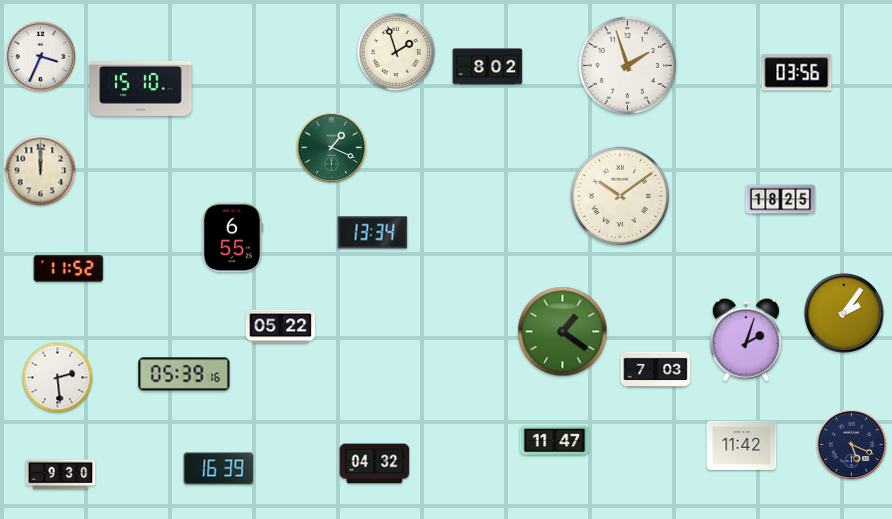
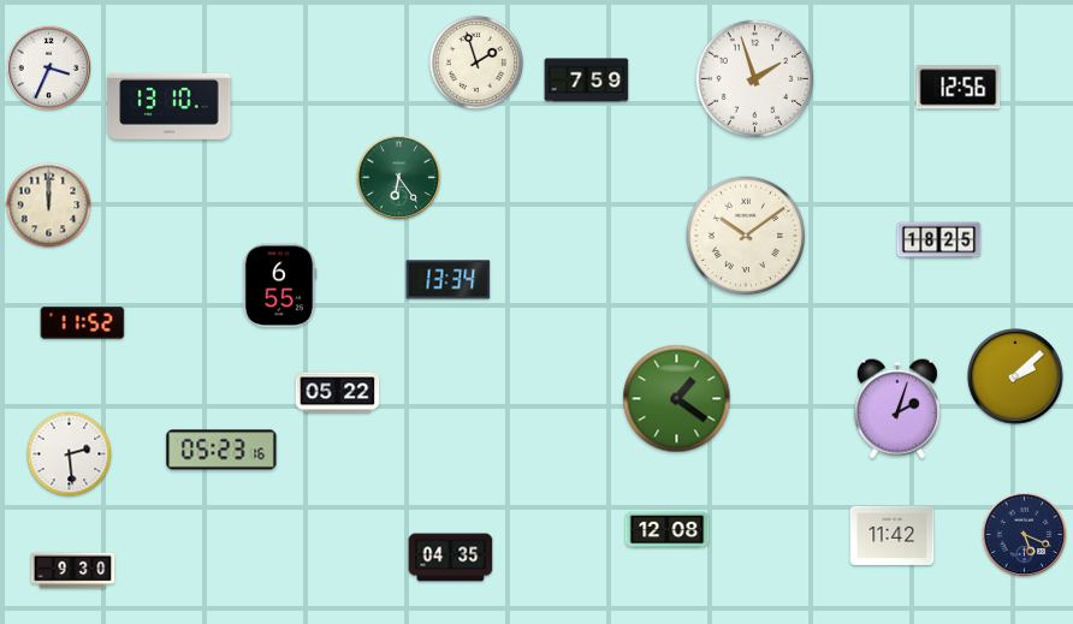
clock at (488, 67): 8:02 -> 7:59
clock at (797, 73): 03:56 -> 12:56
clock at (141, 88): 15:10 -> 13:10
clock at (332, 148): 1:19 -> 6:24
clock at (844, 313): 2:06 -> 2:08
clock at (656, 369): 7:03 -> none
clock at (184, 374): 05:39 -> 05:23
clock at (555, 441): 11:47 -> 12:08
clock at (375, 464): 04:32 -> 04:35
clock at (219, 469): 16:39 -> none
